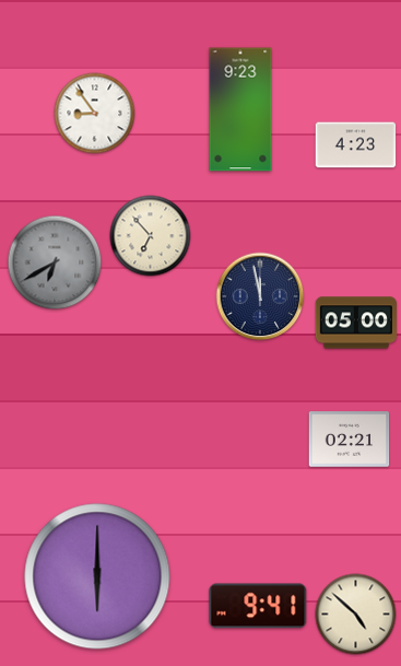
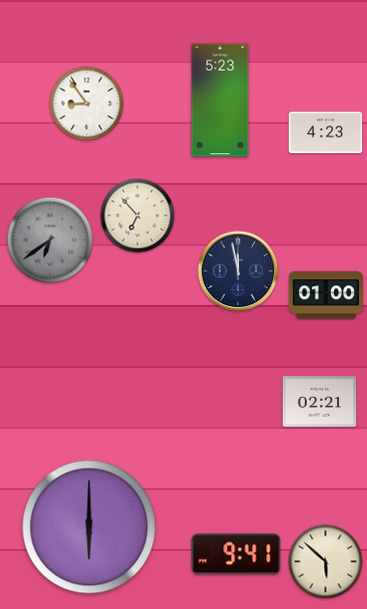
clock at (240, 109): 9:23 -> 5:23
clock at (55, 262): 6:40 -> 6:39
clock at (356, 323): 05:00 -> 01:00
clock at (356, 615): 4:52 -> 5:52
